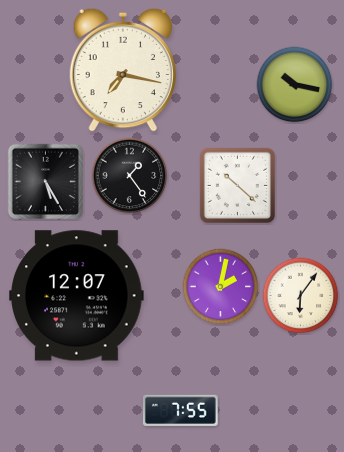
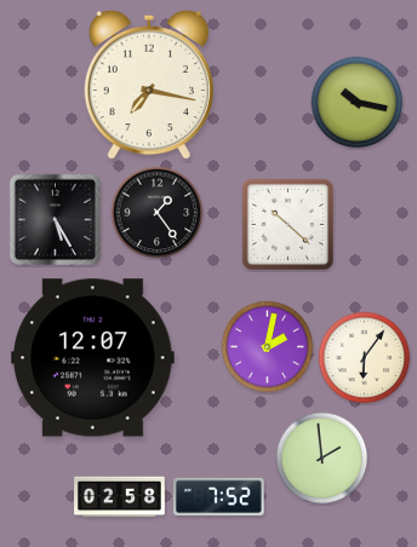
clock at (322, 459): none -> 1:59
clock at (180, 410): 7:55 -> 7:52
clock at (120, 497): none -> 02:58
